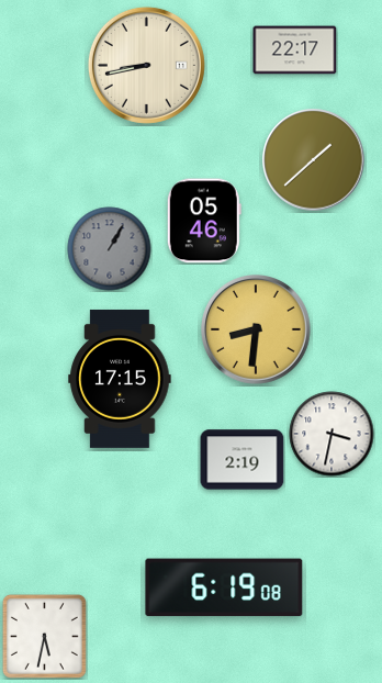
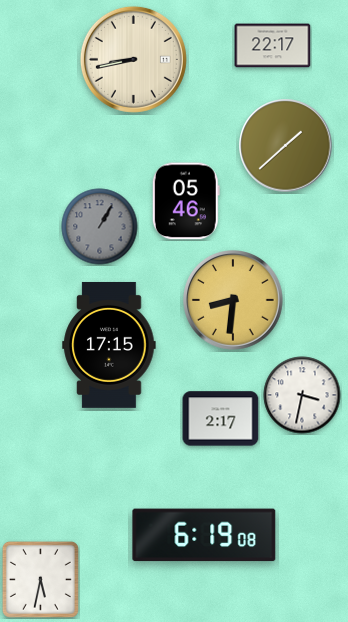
clock at (295, 51) position: (295, 51) -> (273, 46)
clock at (243, 460): 2:19 -> 2:17
